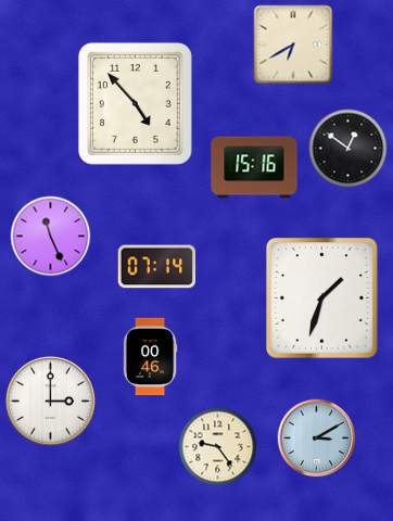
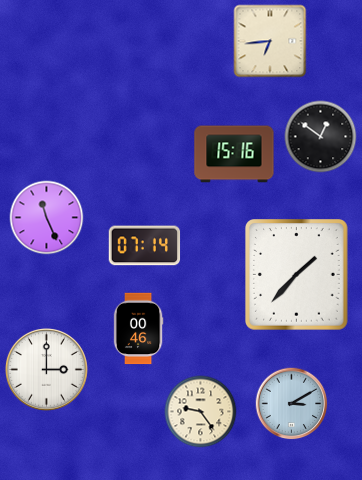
clock at (293, 45): 6:40 -> 6:44
clock at (135, 103): 4:53 -> none
clock at (322, 298): 1:33 -> 1:37
